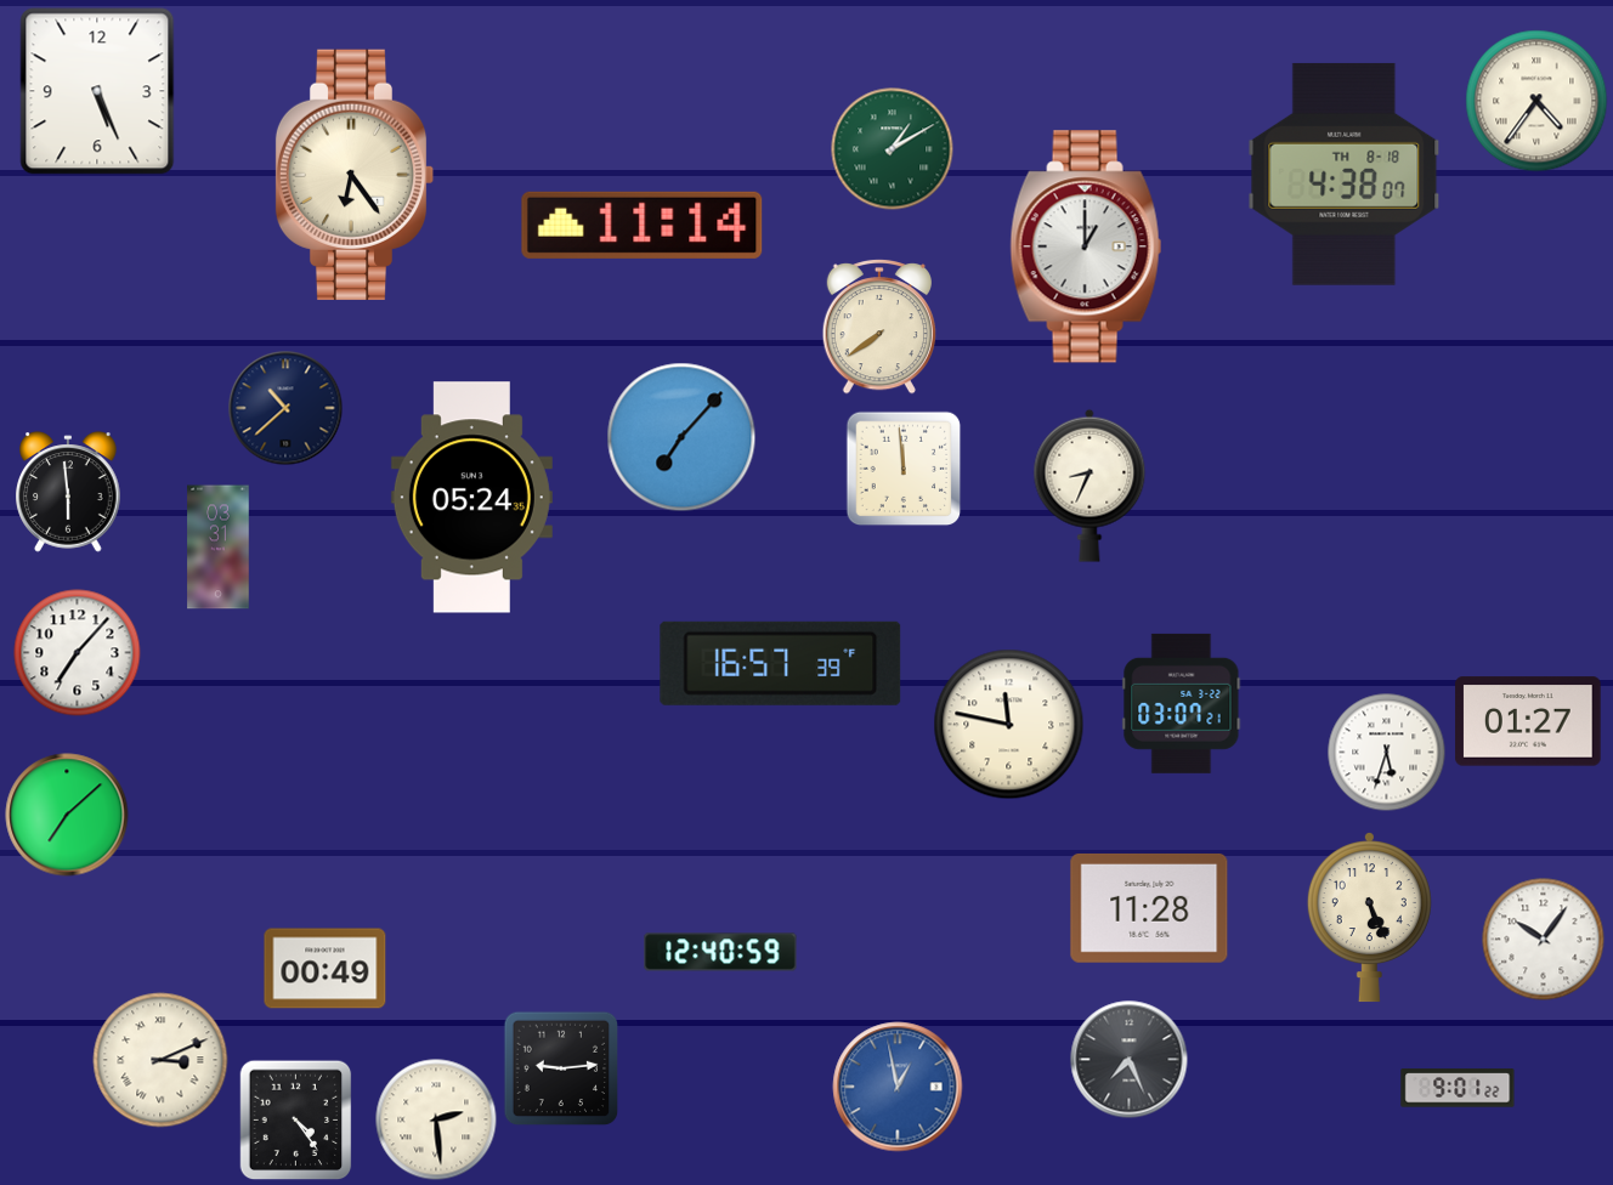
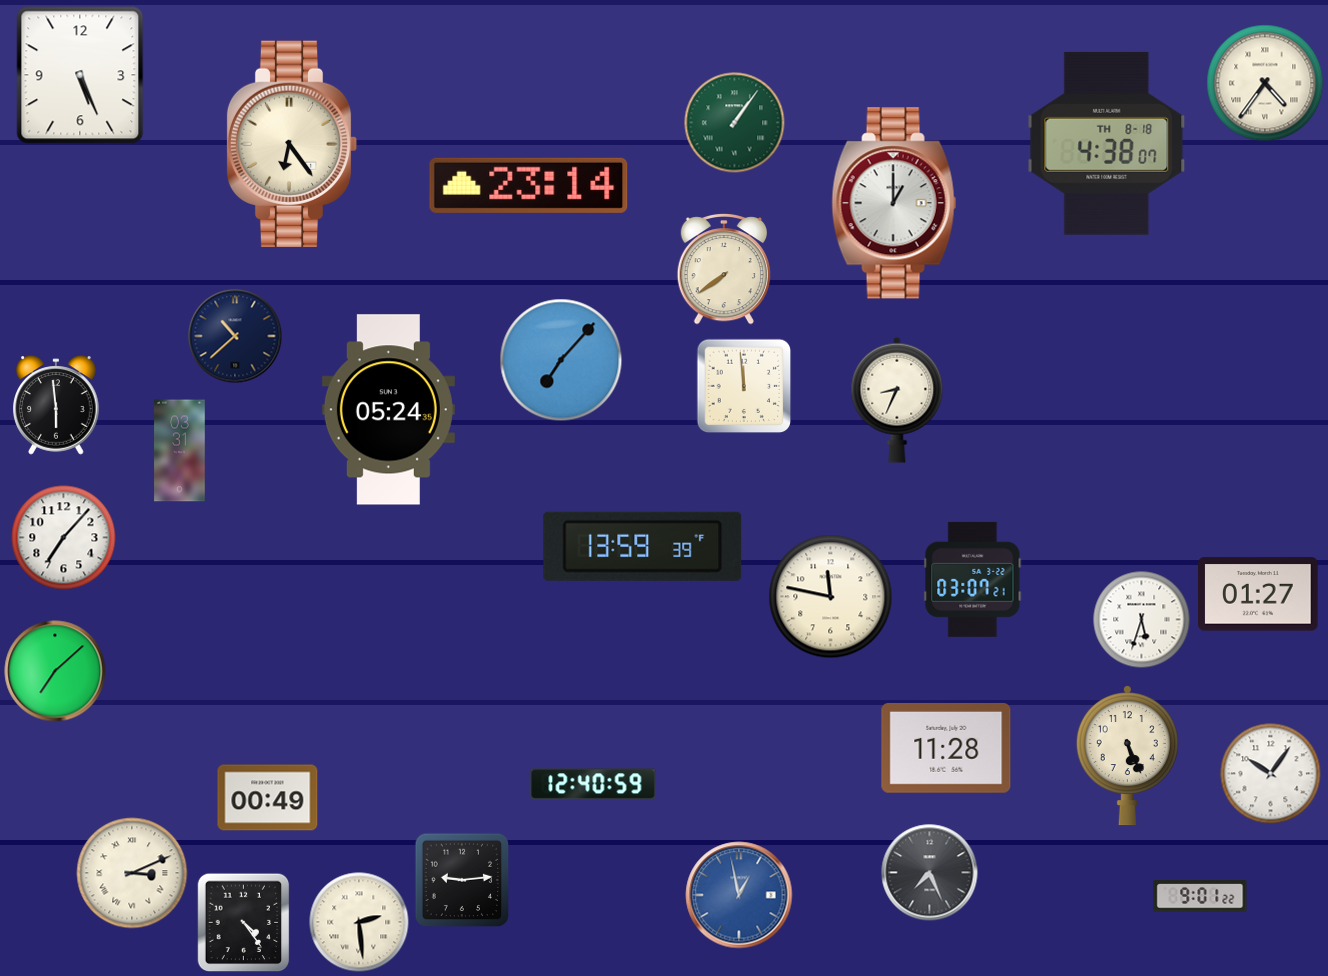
clock at (893, 149): 1:10 -> 1:06
clock at (643, 225): 11:14 -> 23:14
clock at (781, 663): 16:57 -> 13:59
